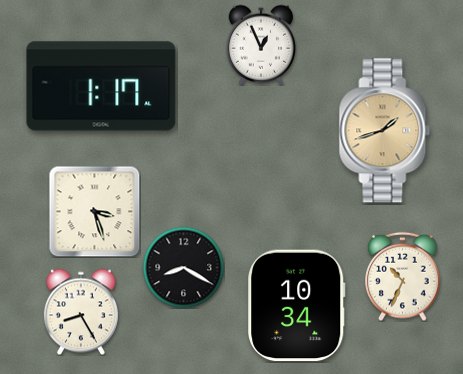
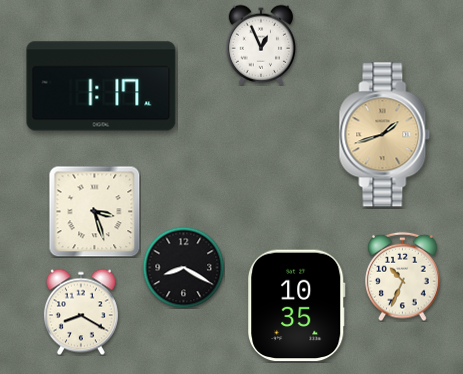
clock at (385, 131) position: (385, 131) -> (385, 135)
clock at (297, 306): 10:34 -> 10:35
clock at (81, 312): 8:25 -> 8:20
